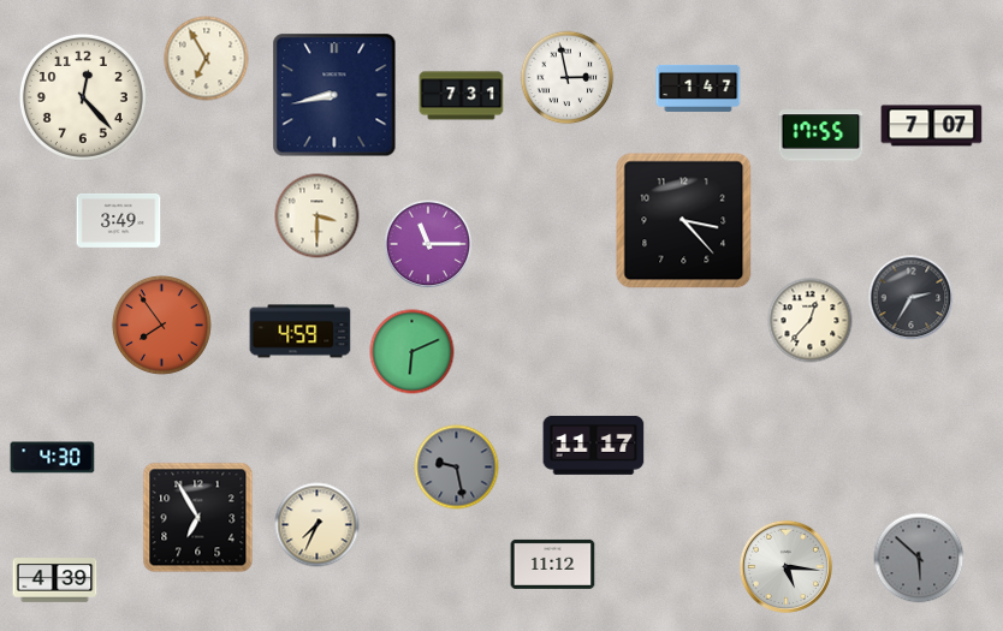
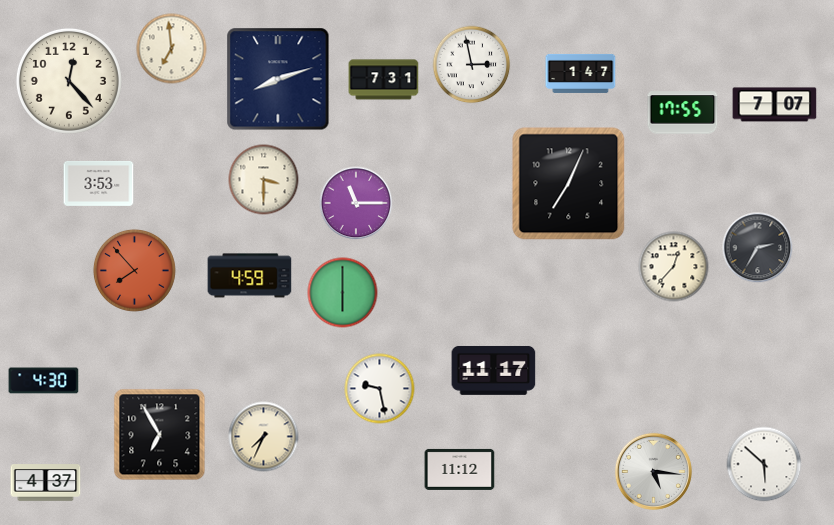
clock at (207, 59): 6:55 -> 6:59
clock at (334, 95): 8:43 -> 8:12
clock at (119, 220): 3:49 -> 3:53
clock at (684, 221): 3:23 -> 7:04
clock at (161, 325): 7:54 -> 7:53
clock at (413, 352): 6:11 -> 6:00
clock at (457, 468) dial: grey -> white
clock at (198, 518) position: (198, 518) -> (160, 435)
clock at (919, 558) dial: grey -> white
clock at (55, 581): 4:39 -> 4:37
